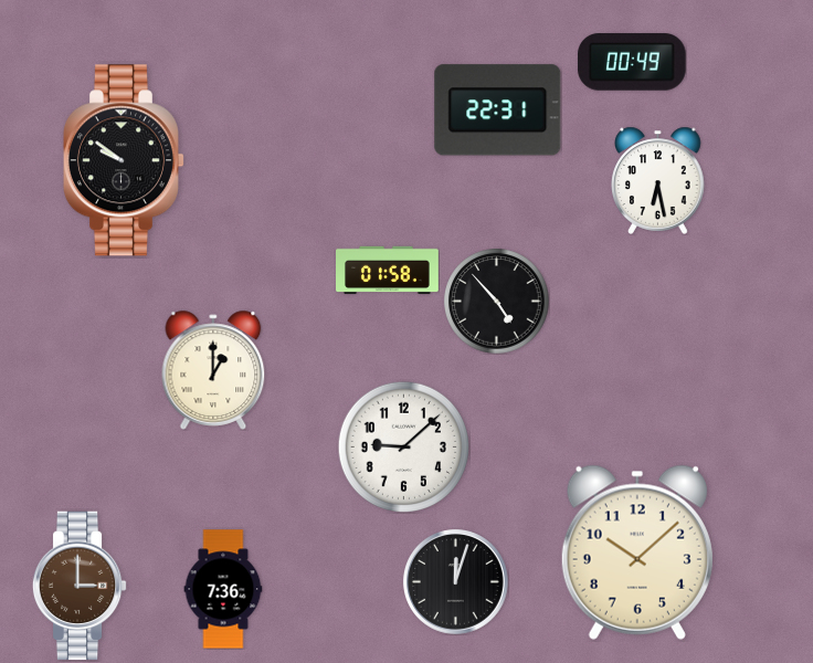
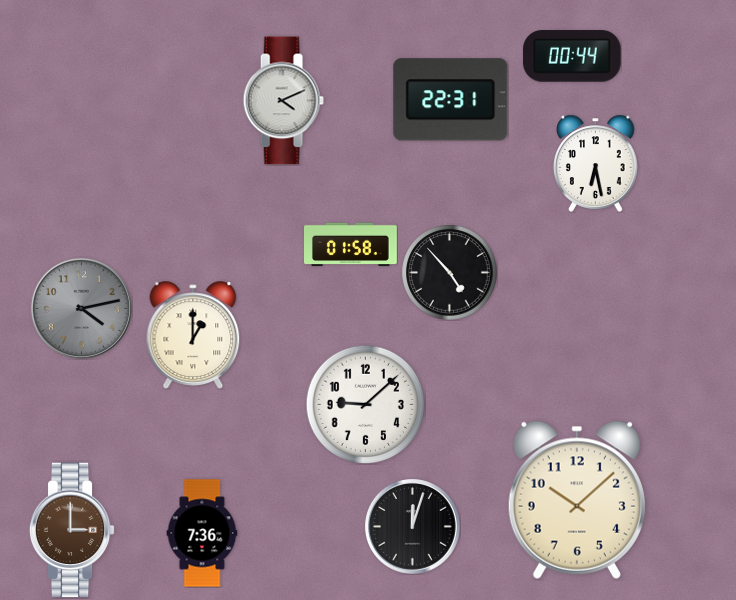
clock at (632, 62): 00:49 -> 00:44
clock at (283, 101): none -> 4:11
clock at (124, 160): 9:51 -> none
clock at (81, 308): none -> 4:13
